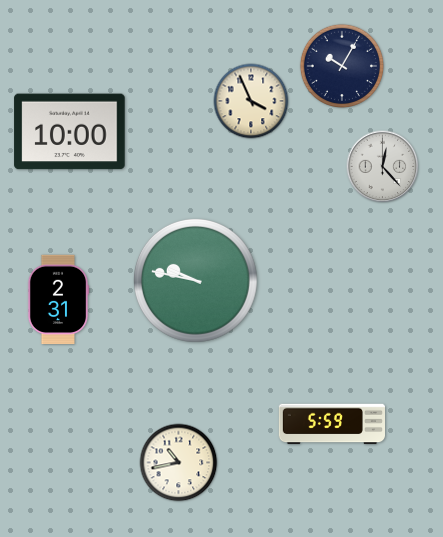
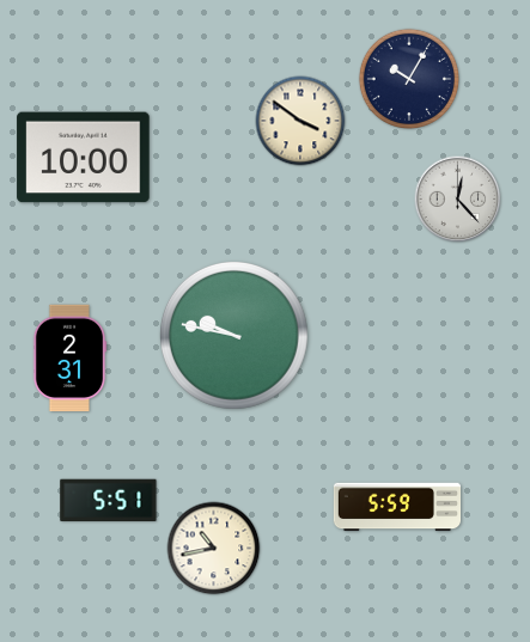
clock at (251, 101): 3:56 -> 3:51
clock at (109, 500): none -> 5:51
clock at (179, 463) position: (179, 463) -> (214, 549)
